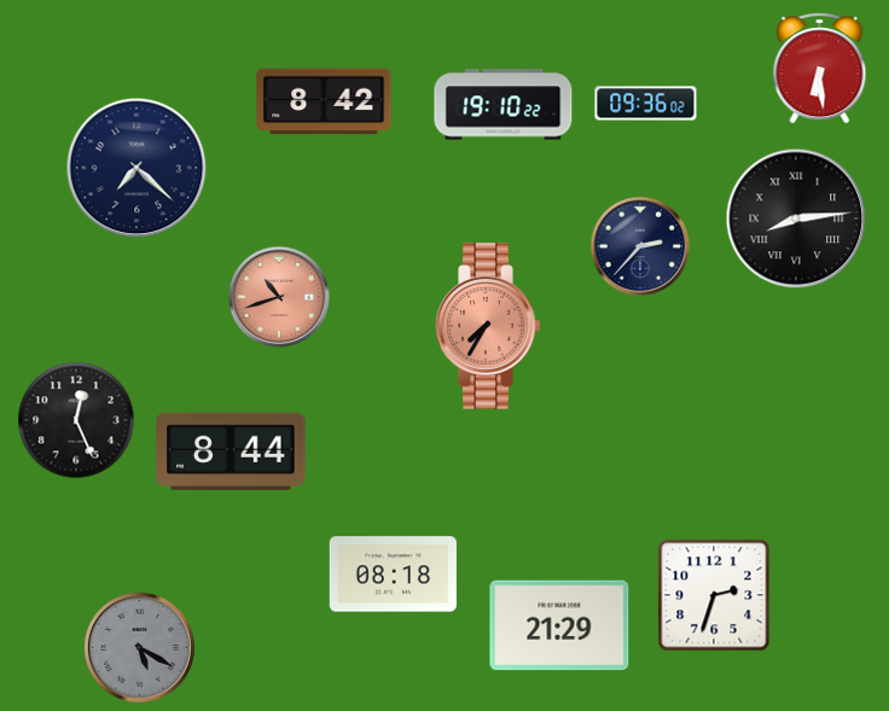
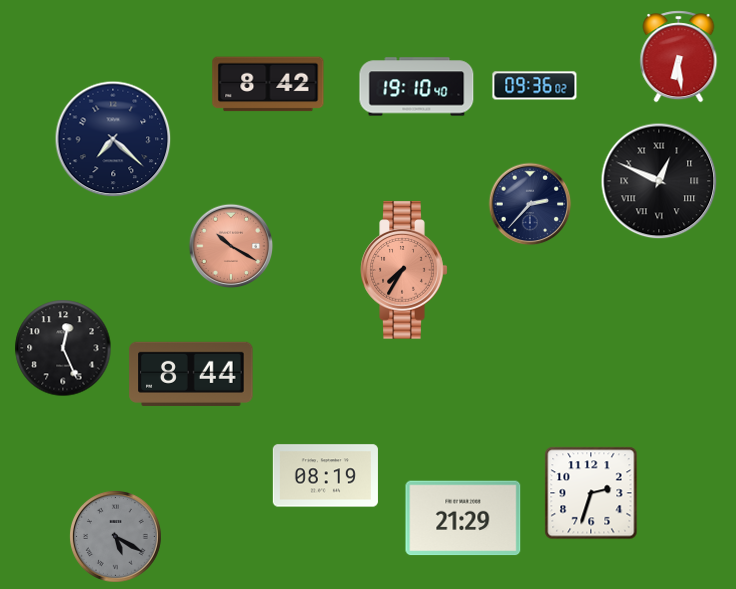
clock at (504, 105): 19:10:22 -> 19:10:40
clock at (796, 218): 8:14 -> 12:49
clock at (279, 297): 10:42 -> 10:20
clock at (393, 575): 08:18 -> 08:19
